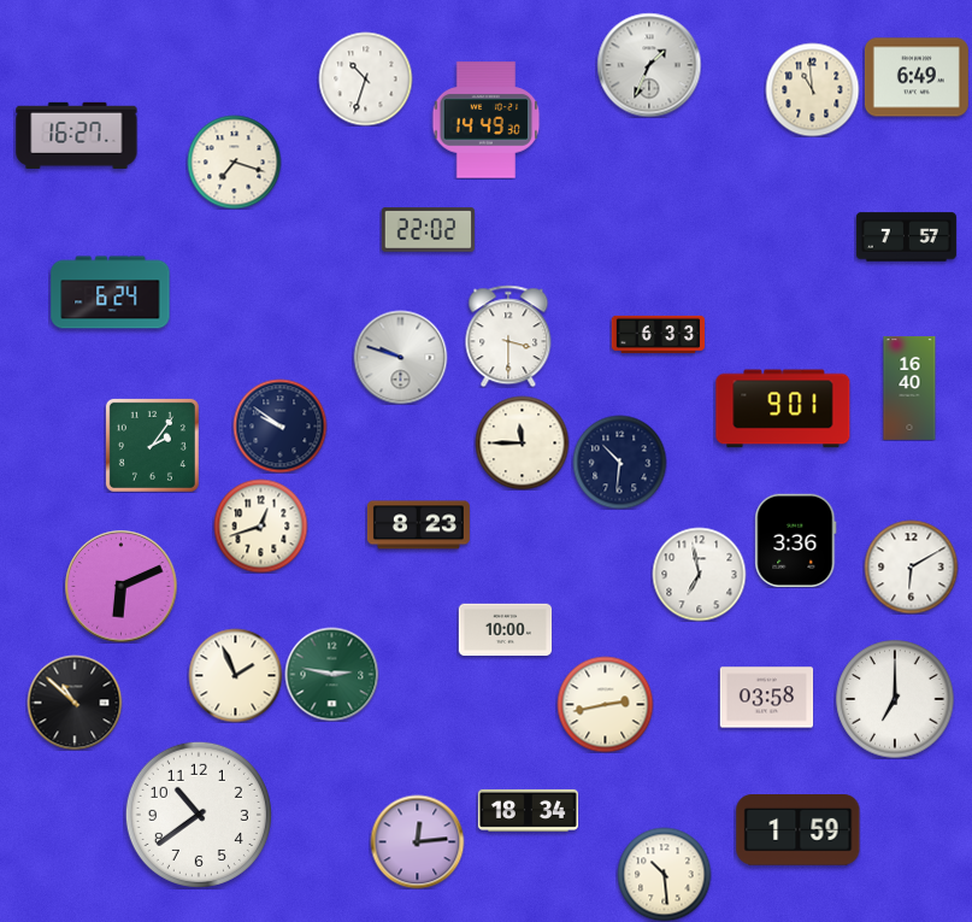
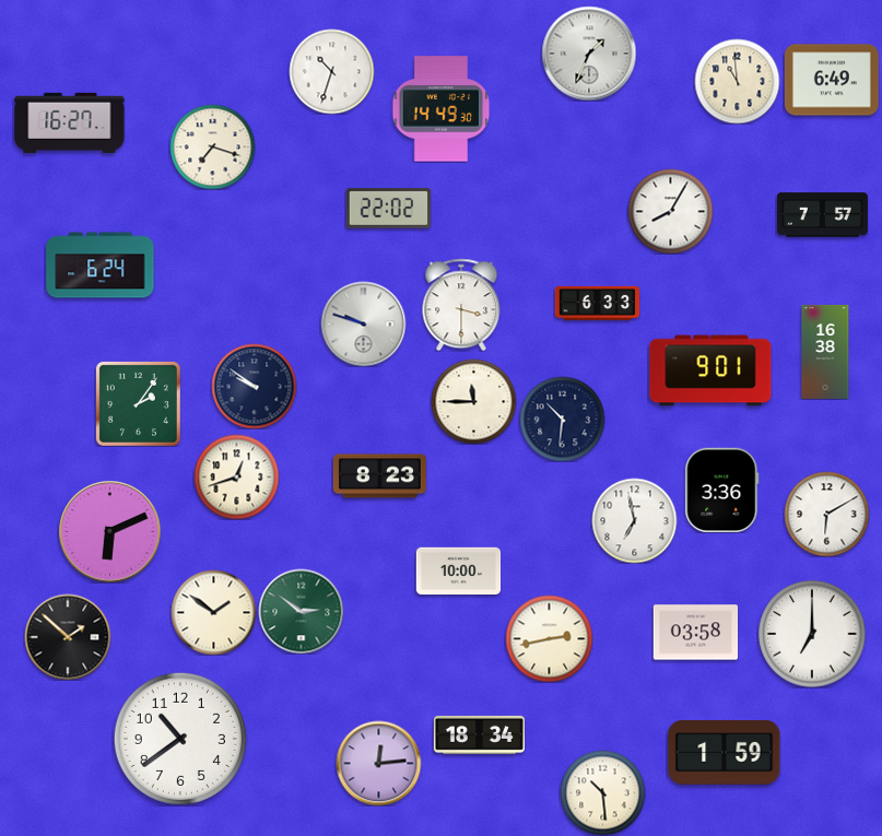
clock at (649, 65) position: (649, 65) -> (589, 54)
clock at (917, 77) position: (917, 77) -> (832, 80)
clock at (670, 211): none -> 8:05
clock at (909, 388): 16:40 -> 16:38
clock at (331, 674): 2:47 -> 2:51
clock at (235, 675): 1:56 -> 1:51
clock at (75, 703): 10:52 -> 1:52
